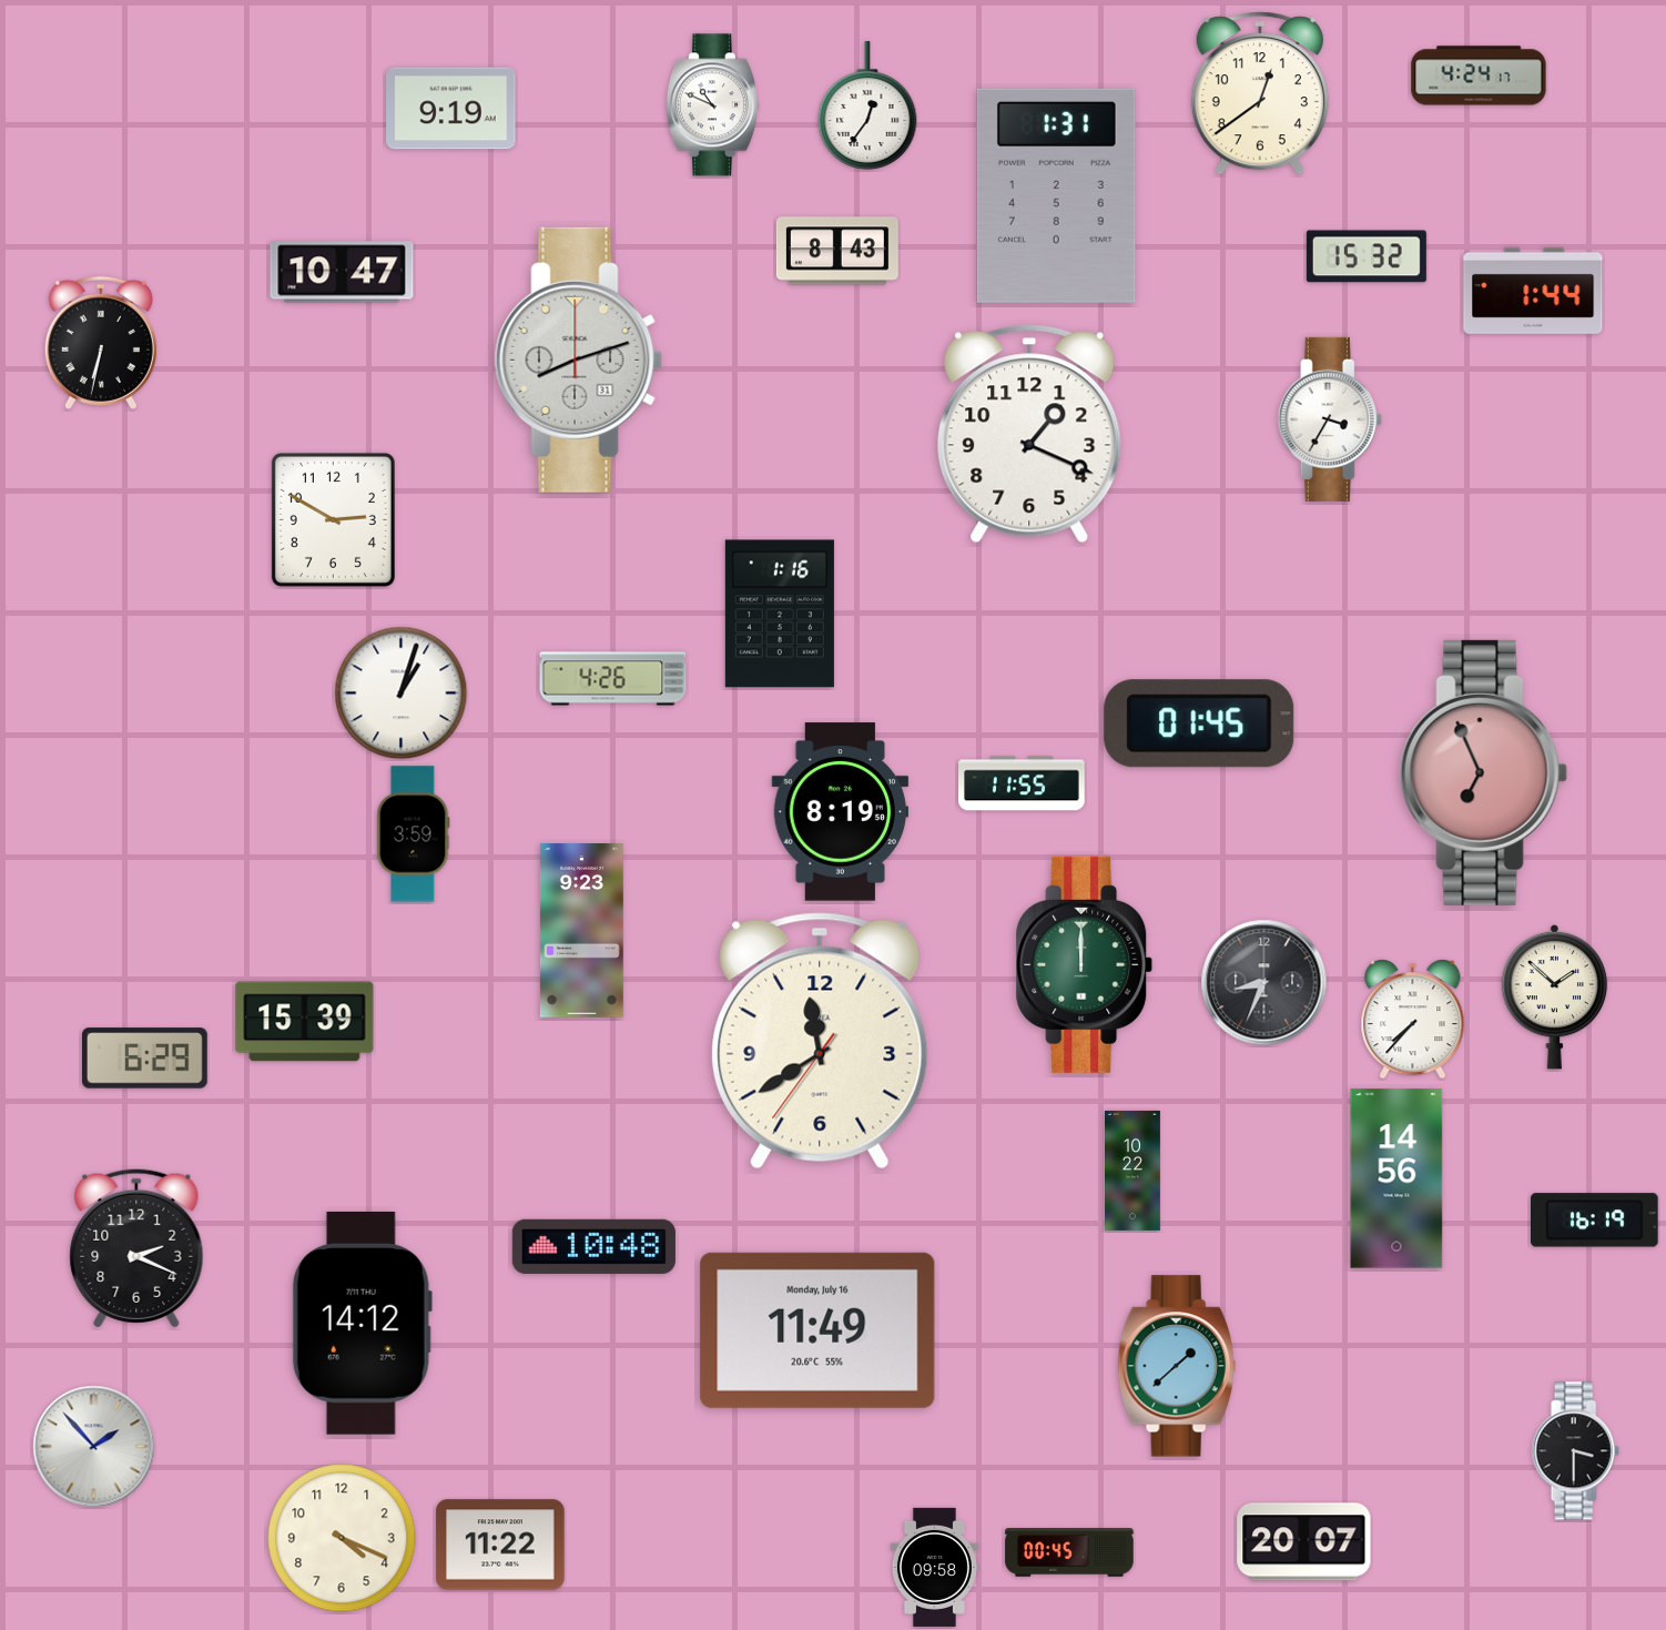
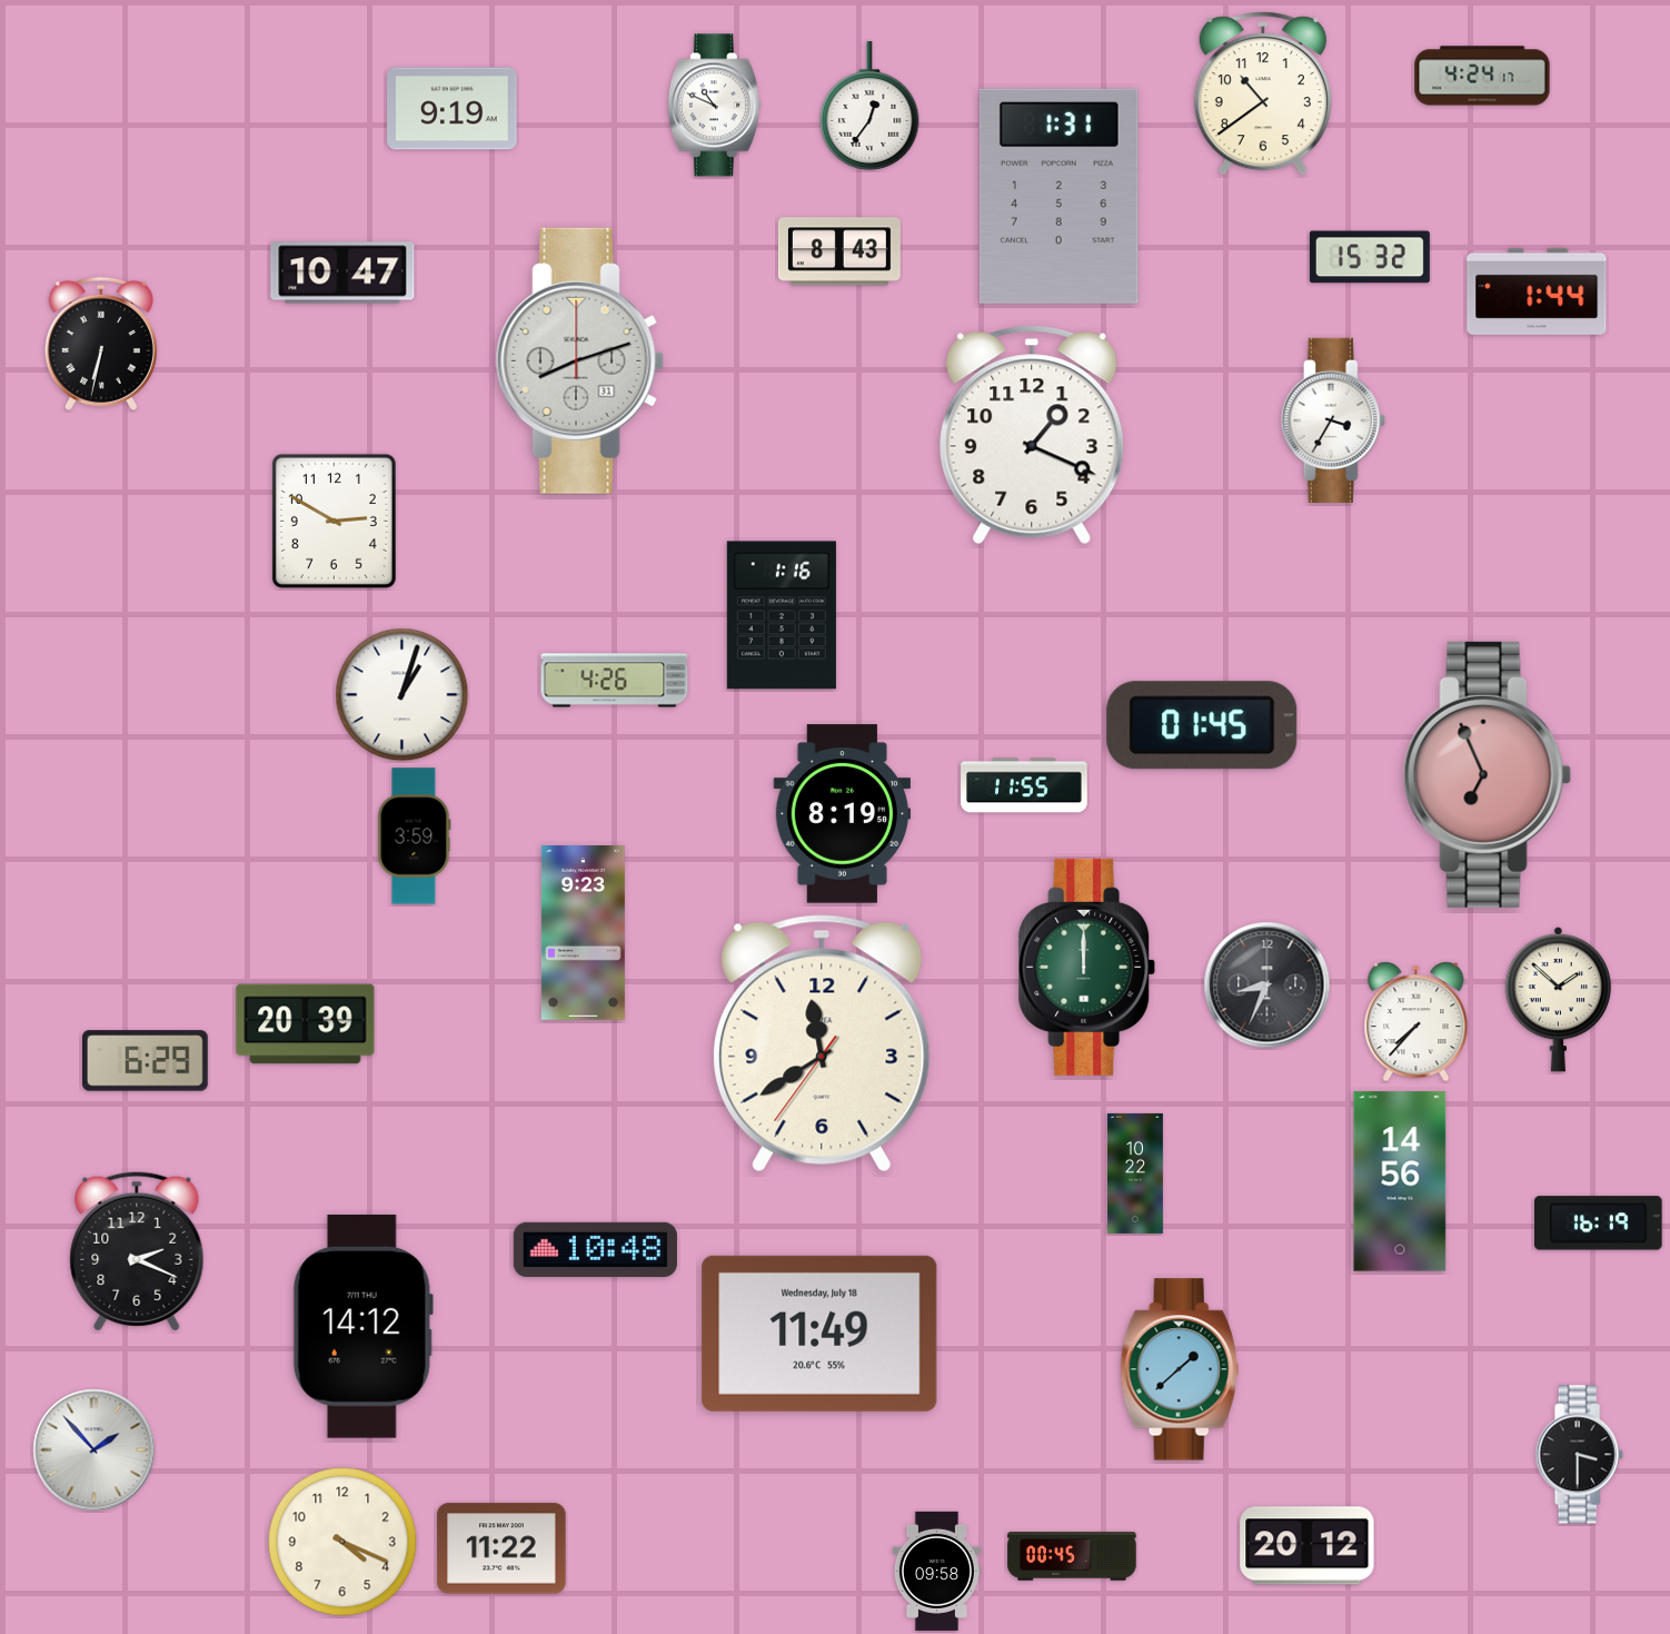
clock at (1260, 93): 12:39 -> 10:39
clock at (305, 1022): 15:39 -> 20:39
clock at (817, 1330) date: Monday, July 16 -> Wednesday, July 18
clock at (1304, 1542): 20:07 -> 20:12
